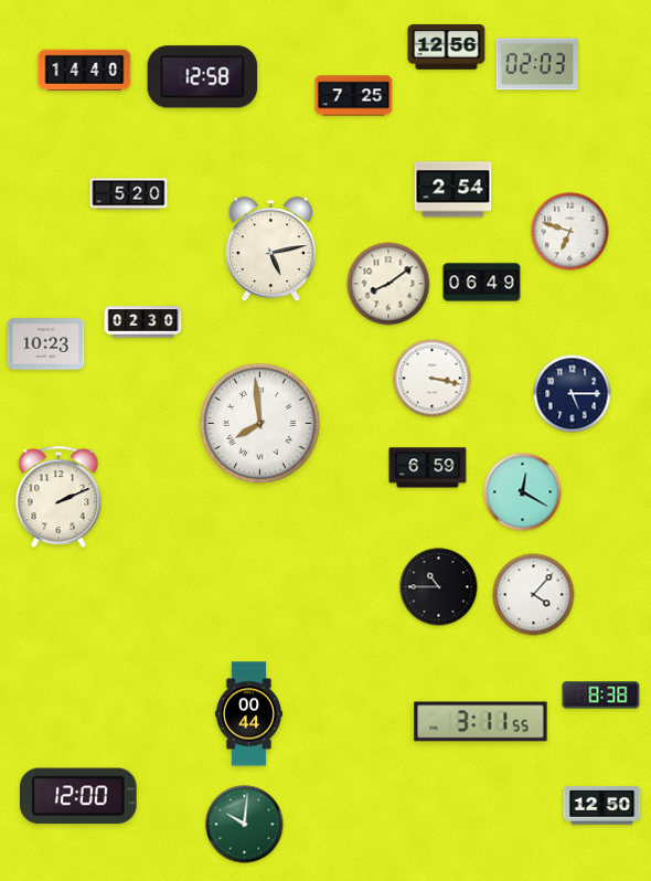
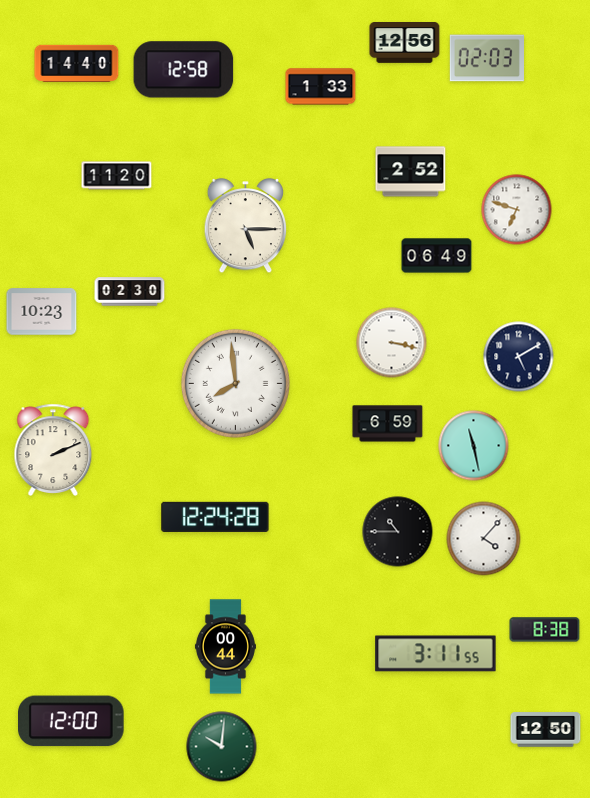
clock at (354, 96): 7:25 -> 1:33
clock at (453, 190): 2:54 -> 2:52
clock at (129, 194): 5:20 -> 11:20
clock at (271, 250): 5:13 -> 5:15
clock at (388, 284): 8:09 -> none
clock at (573, 394): 5:15 -> 5:10
clock at (523, 492): 12:20 -> 11:28
clock at (215, 517): none -> 12:24
